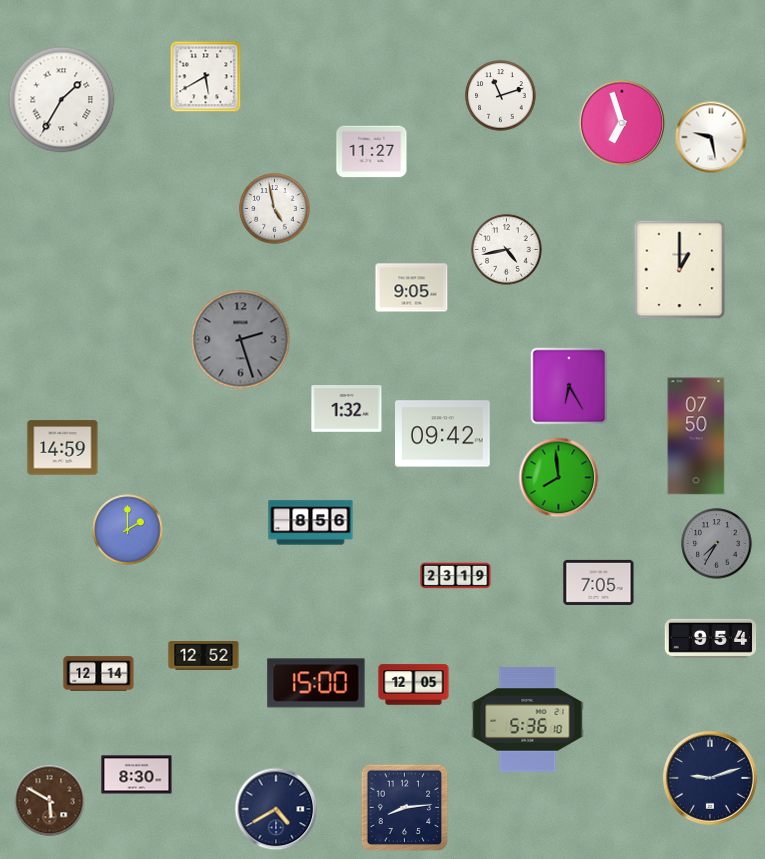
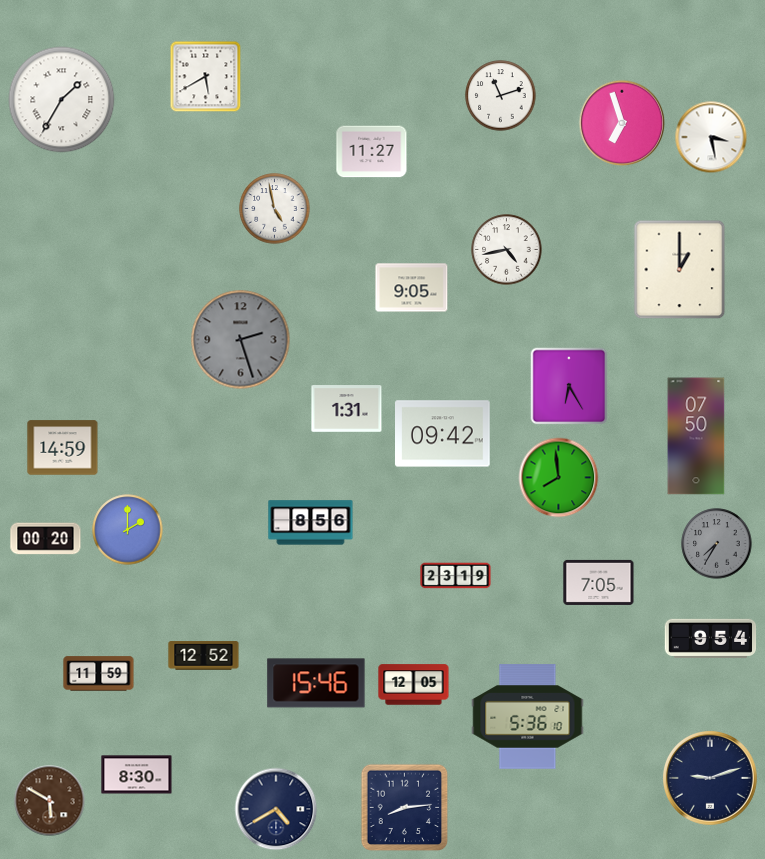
clock at (711, 137): 9:28 -> 3:28
clock at (347, 409): 1:32 -> 1:31
clock at (46, 539): none -> 00:20
clock at (99, 674): 12:14 -> 11:59
clock at (316, 683): 15:00 -> 15:46
clock at (528, 720) position: (528, 720) -> (528, 717)
